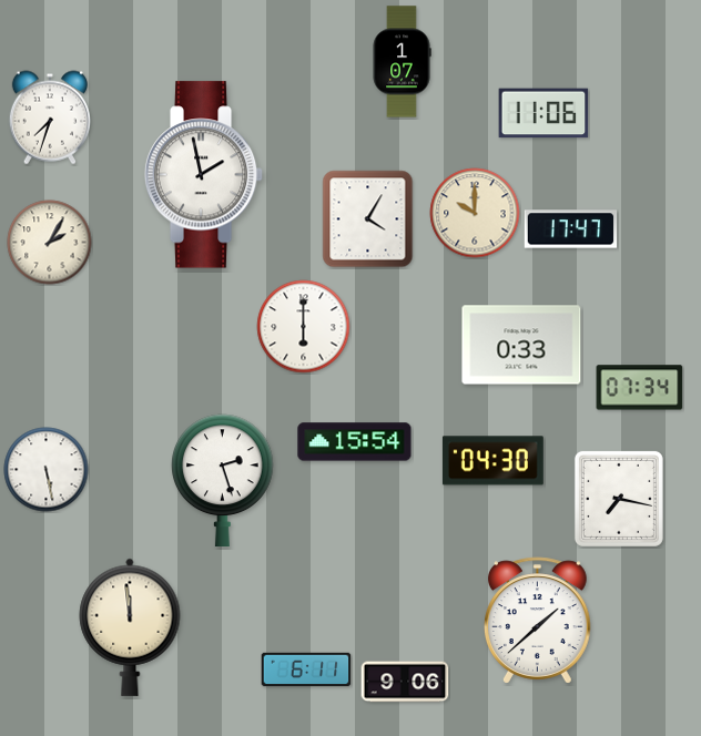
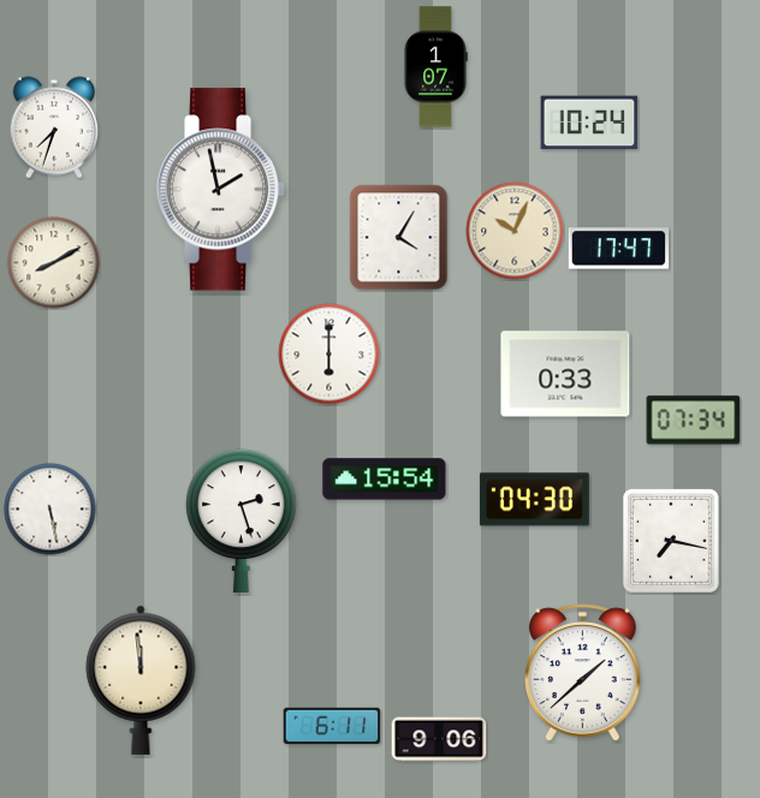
clock at (543, 113): 11:06 -> 10:24
clock at (475, 213): 10:00 -> 10:04
clock at (50, 243): 2:05 -> 8:10
